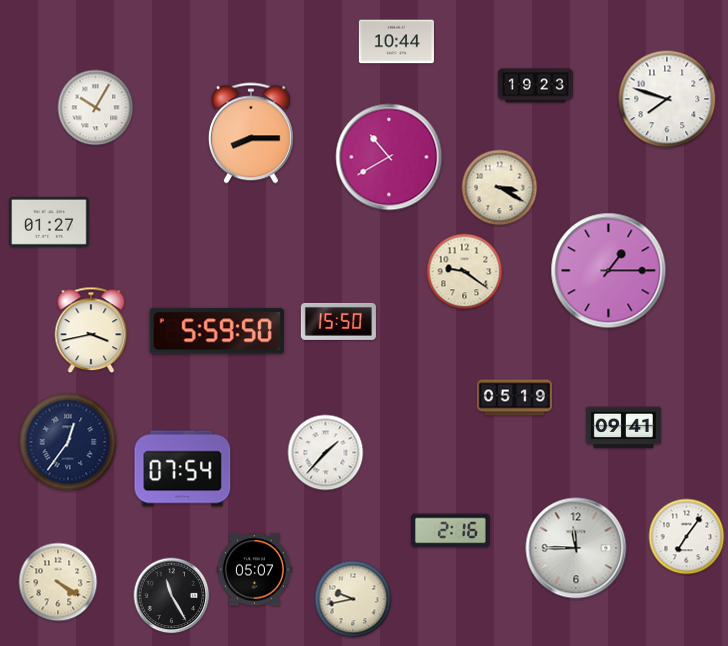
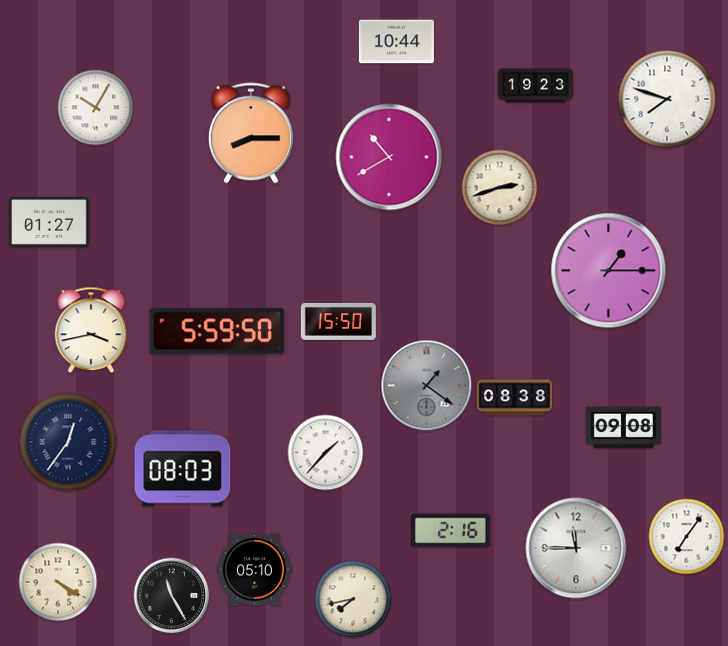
clock at (500, 188): 3:20 -> 2:42
clock at (465, 272): 9:21 -> none
clock at (427, 386): none -> 1:21
clock at (514, 398): 05:19 -> 08:38
clock at (623, 428): 09:41 -> 09:08
clock at (183, 469): 07:54 -> 08:03
clock at (254, 570): 05:07 -> 05:10
clock at (353, 599): 9:43 -> 7:43
